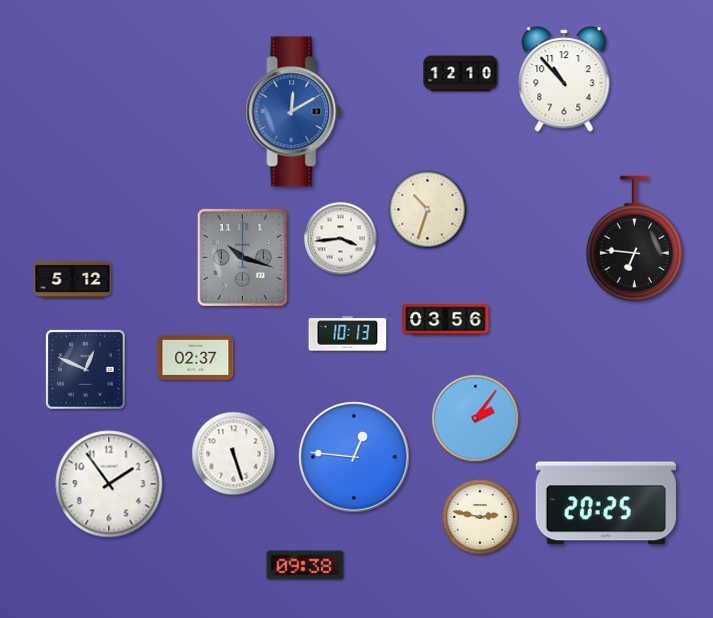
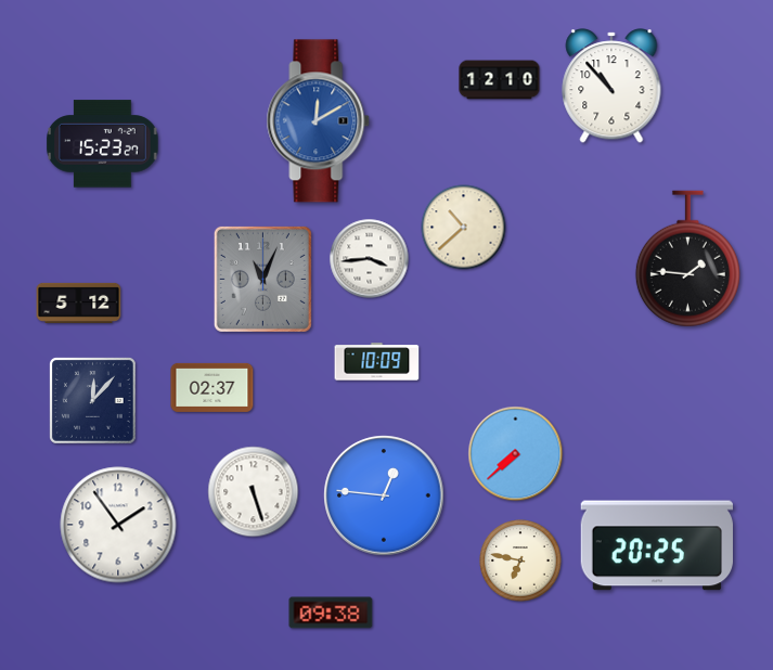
clock at (103, 144): none -> 15:23
clock at (428, 210): 10:33 -> 10:38
clock at (634, 239): 6:46 -> 1:46
clock at (242, 257): 10:18 -> 11:04
clock at (446, 320): 03:56 -> none
clock at (348, 334): 10:13 -> 10:09
clock at (86, 370): 12:49 -> 12:07
clock at (476, 419): 2:06 -> 7:38
clock at (480, 517): 2:47 -> 6:47
